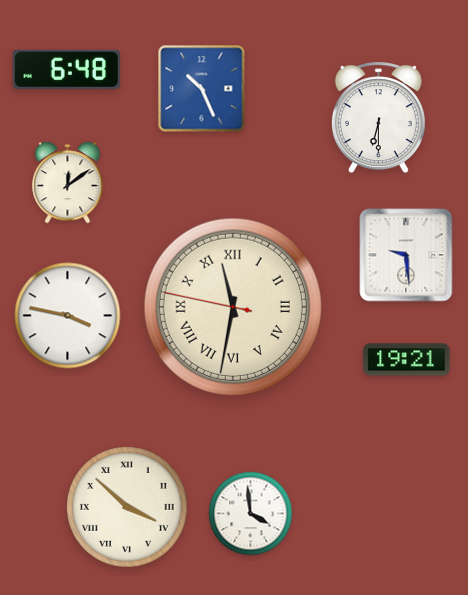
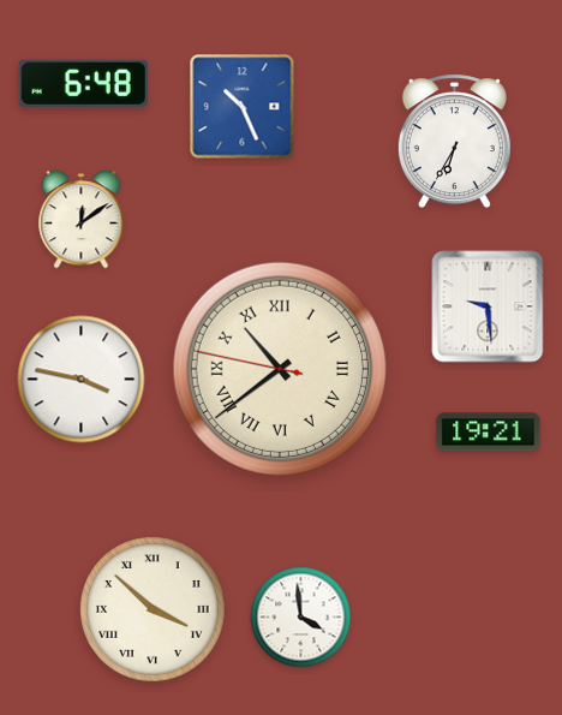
clock at (66, 69) position: (66, 69) -> (83, 83)
clock at (378, 118): 6:30 -> 6:35
clock at (233, 307): 11:31 -> 10:38
